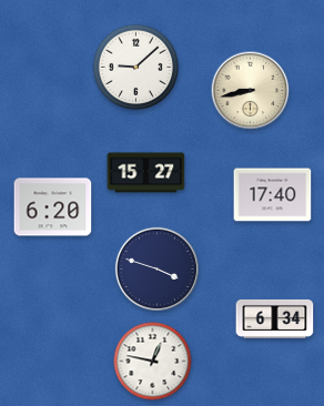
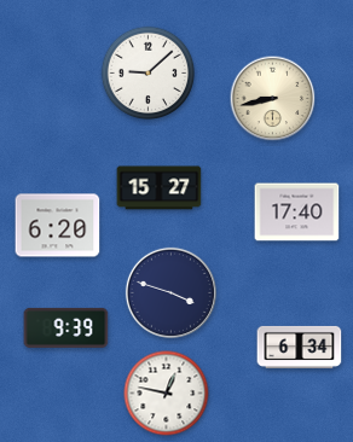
clock at (66, 327): none -> 9:39
